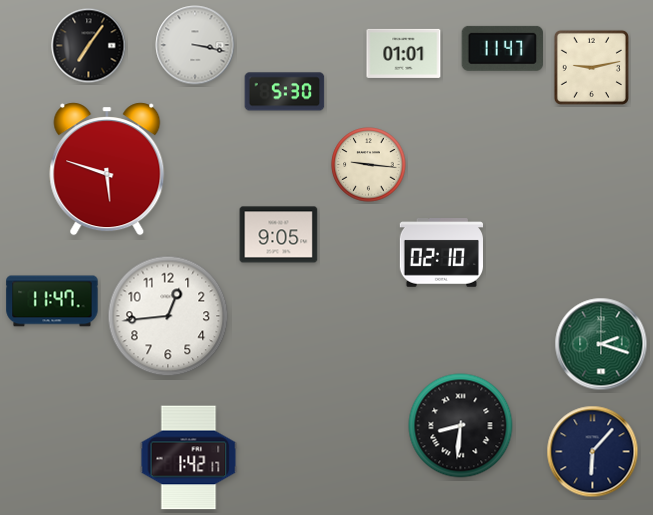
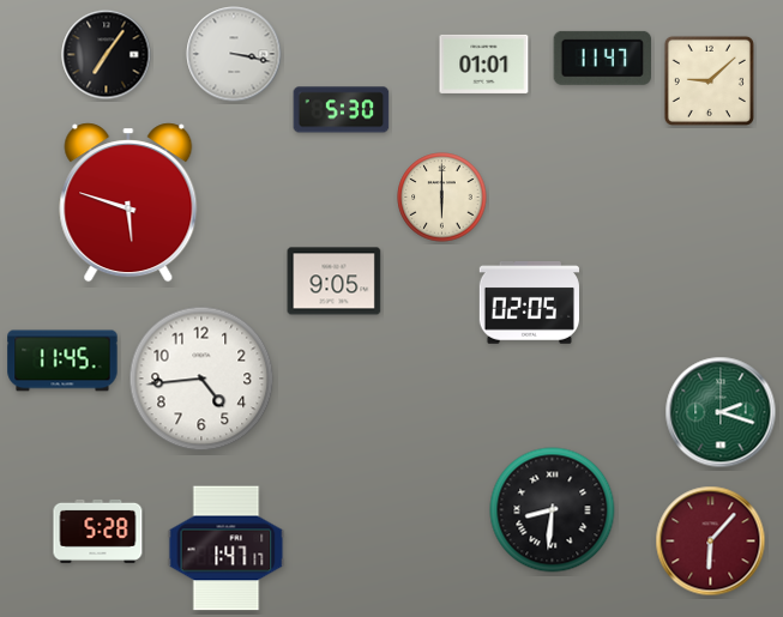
clock at (591, 67): 9:13 -> 9:08
clock at (369, 165): 9:16 -> 6:00
clock at (441, 253): 02:10 -> 02:05
clock at (52, 301): 11:47 -> 11:45
clock at (168, 316): 12:44 -> 4:44
clock at (98, 531): none -> 5:28
clock at (593, 452) dial: navy -> burgundy
clock at (189, 458): 1:42 -> 1:47
